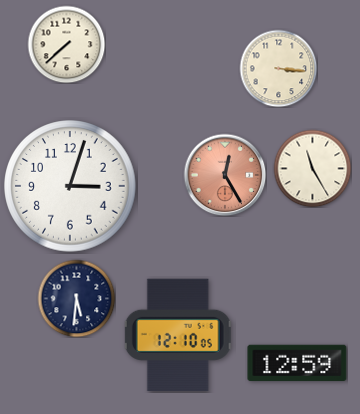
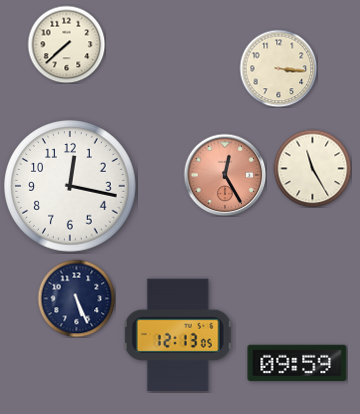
clock at (70, 186): 3:03 -> 12:17
clock at (76, 298): 5:31 -> 5:26
clock at (178, 335): 12:10 -> 12:13
clock at (297, 363): 12:59 -> 09:59
